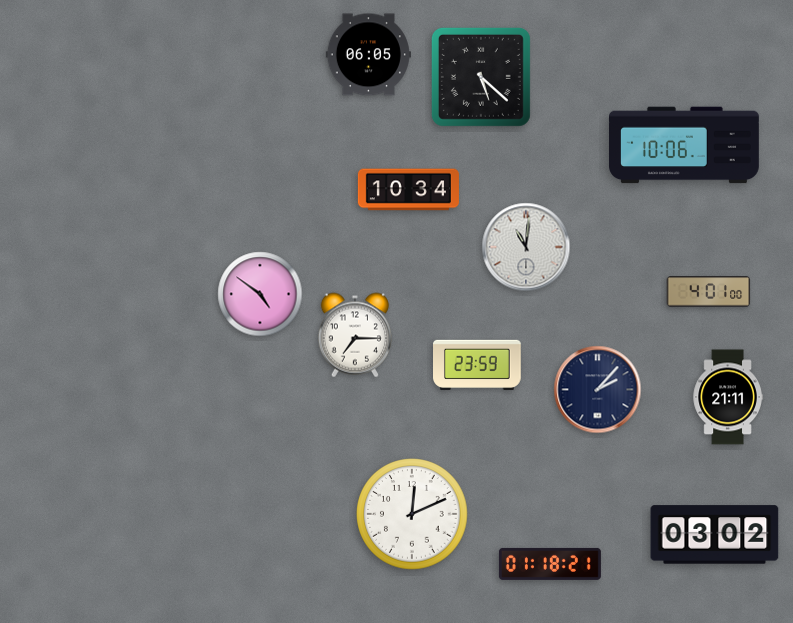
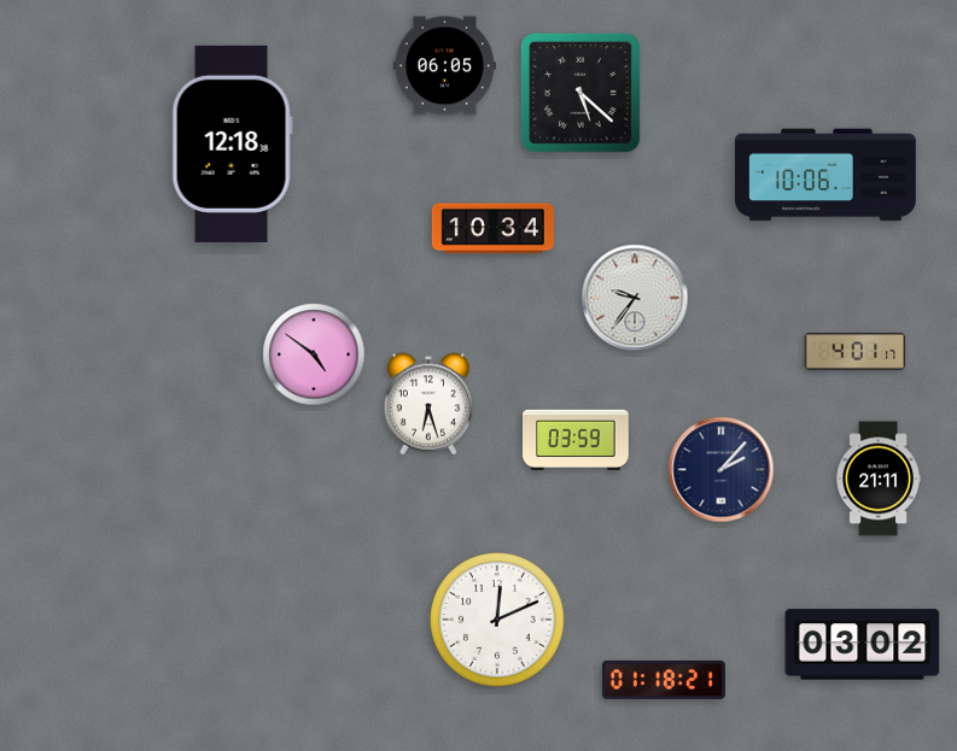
clock at (232, 143): none -> 12:18
clock at (526, 247): 11:01 -> 9:36
clock at (709, 292): 4:01:00 -> 4:01:17
clock at (354, 335): 7:15 -> 6:27
clock at (477, 365): 23:59 -> 03:59
